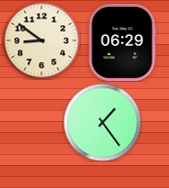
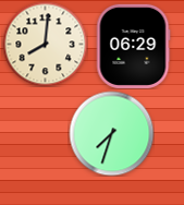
clock at (41, 40): 8:51 -> 8:01
clock at (102, 122): 1:24 -> 7:33
